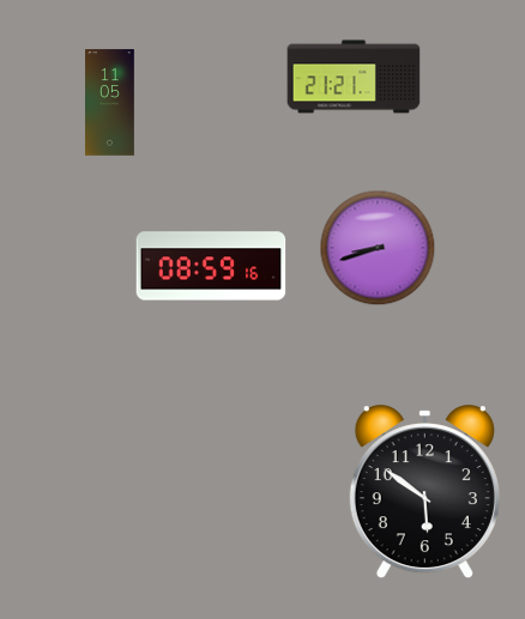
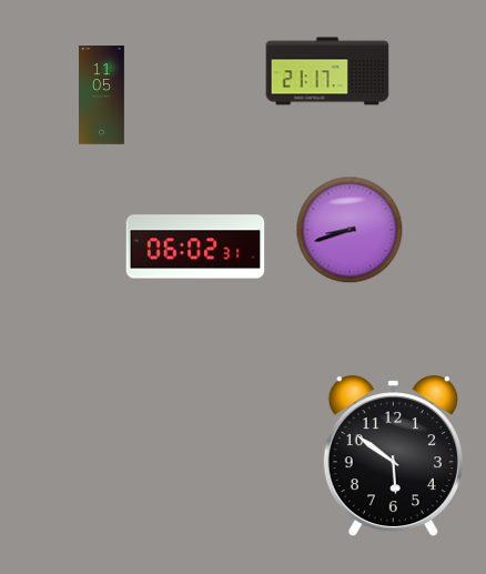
clock at (354, 77): 21:21 -> 21:17
clock at (211, 266): 08:59 -> 06:02
